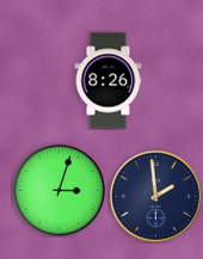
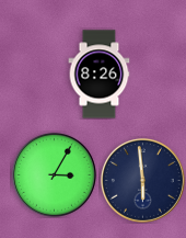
clock at (59, 190): 3:03 -> 3:05
clock at (155, 196): 1:59 -> 5:59
